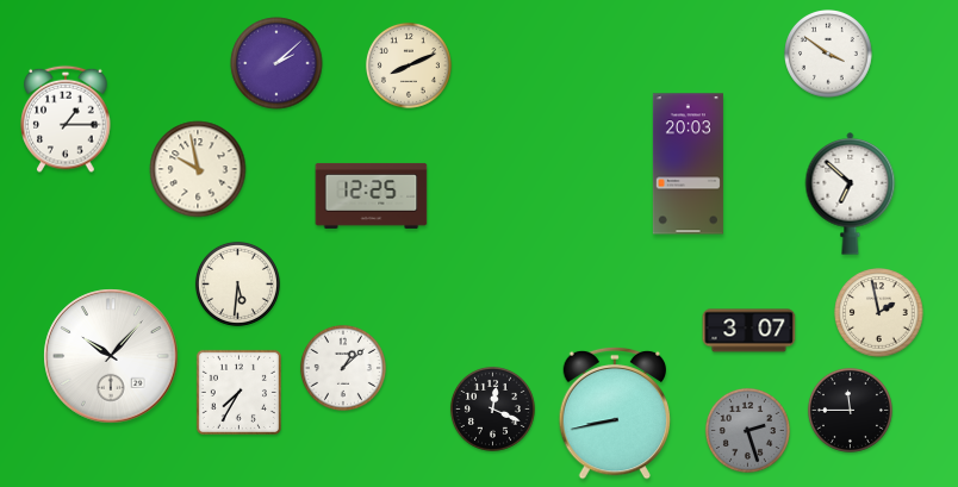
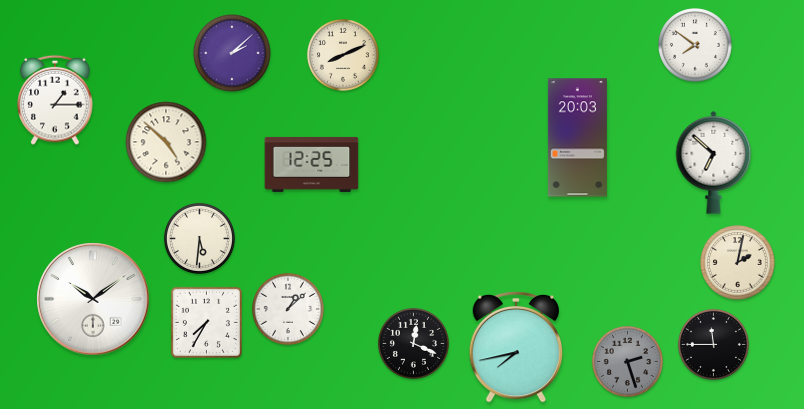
clock at (828, 54): 3:51 -> 7:51
clock at (198, 169): 9:58 -> 4:52
clock at (879, 313): 1:58 -> 2:02
clock at (749, 331): 3:07 -> none
clock at (111, 356): 10:07 -> 10:09
clock at (238, 392) position: (238, 392) -> (206, 322)
clock at (615, 413): 8:43 -> 7:43
